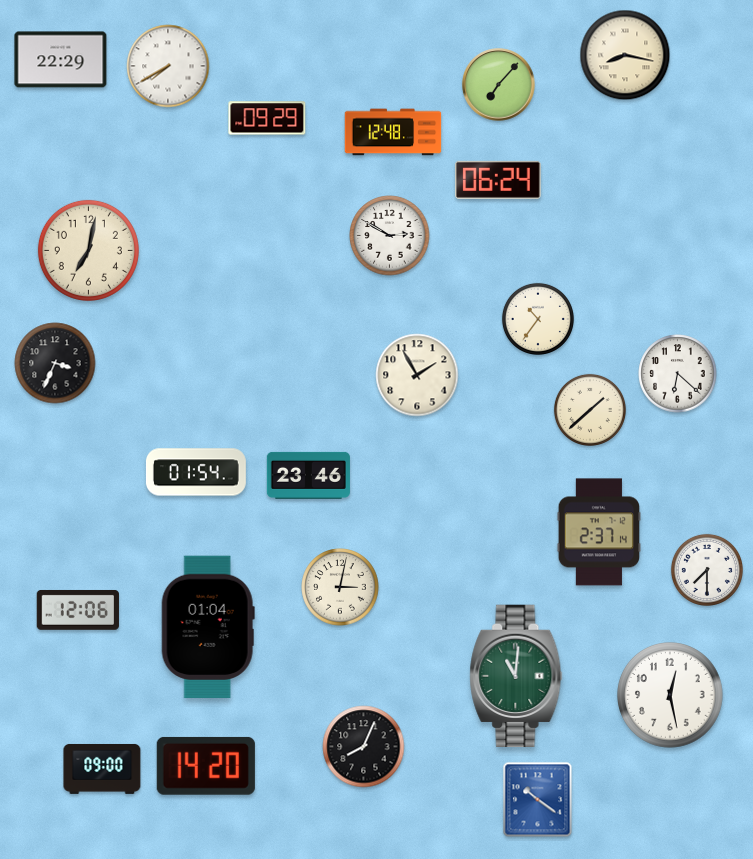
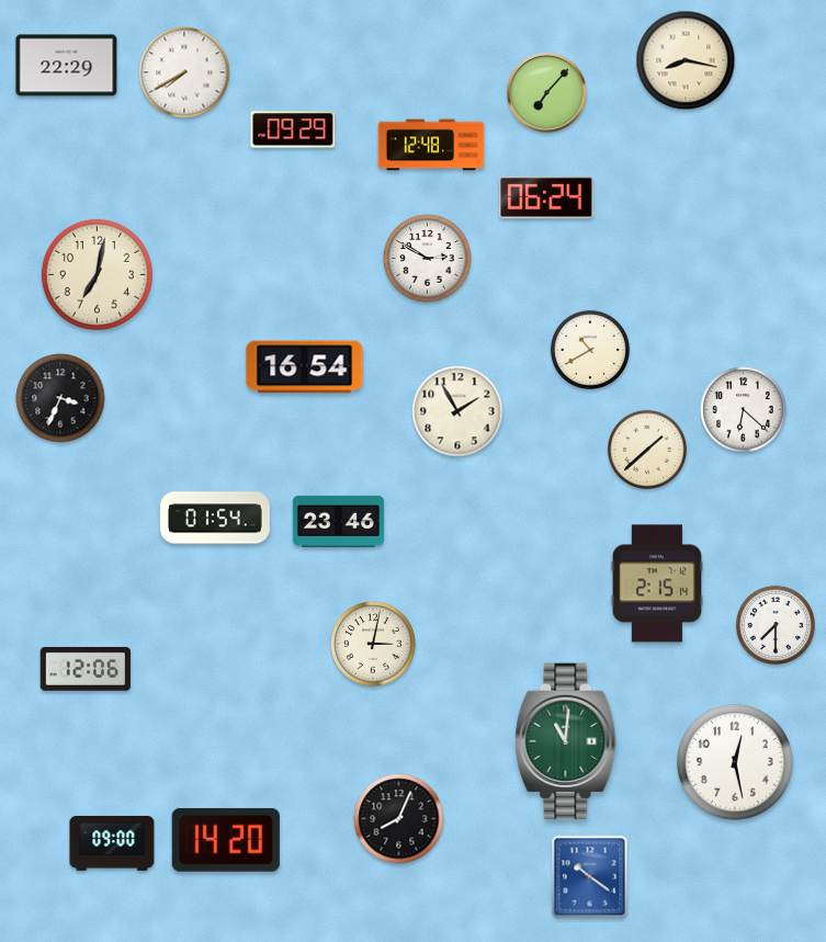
clock at (538, 319): 10:36 -> 10:40
clock at (305, 367): none -> 16:54
clock at (598, 532): 2:37 -> 2:15
clock at (208, 627): 01:04 -> none
